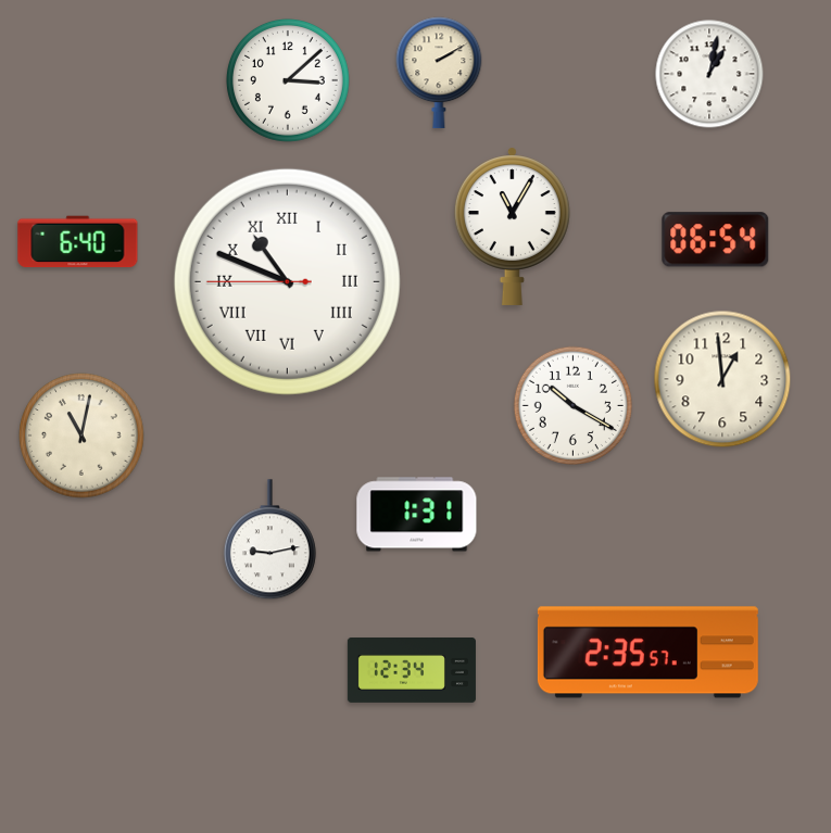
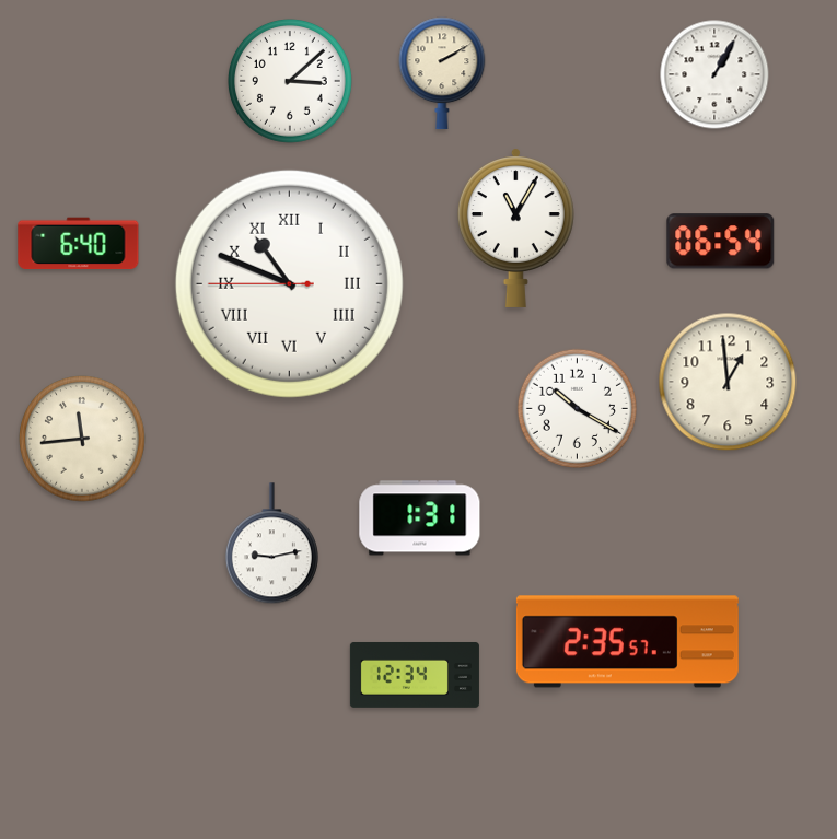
clock at (709, 74): 1:02 -> 1:05
clock at (81, 436): 11:02 -> 11:44
clock at (647, 653) position: (647, 653) -> (627, 642)
